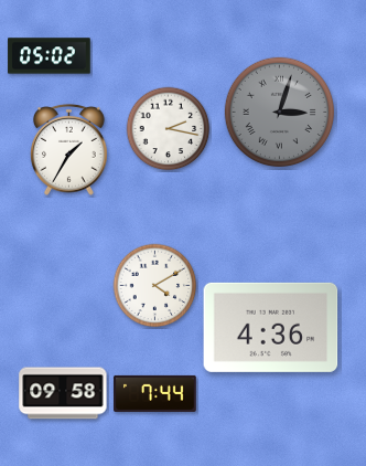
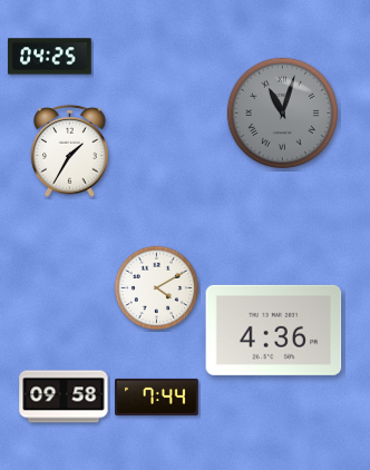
clock at (50, 56): 05:02 -> 04:25
clock at (279, 112): 3:03 -> 11:03
clock at (169, 129): 2:17 -> none
